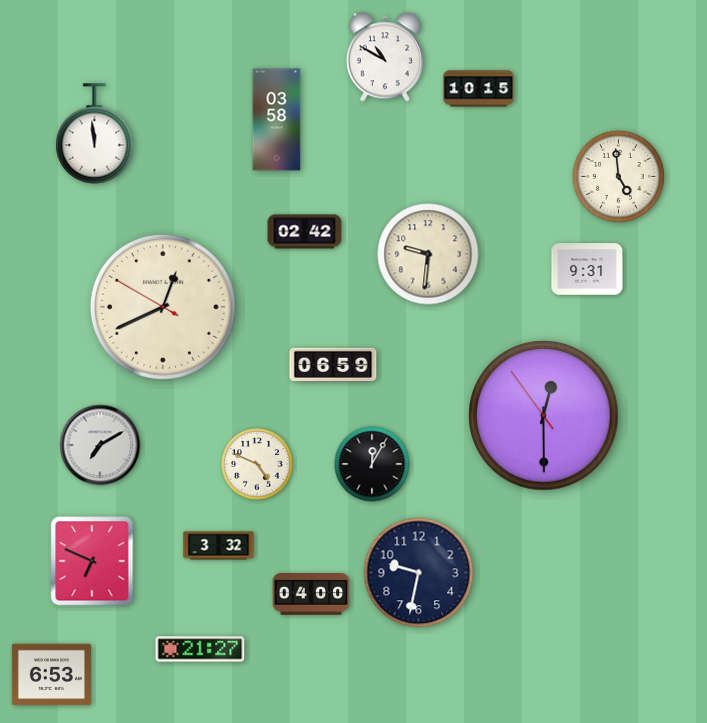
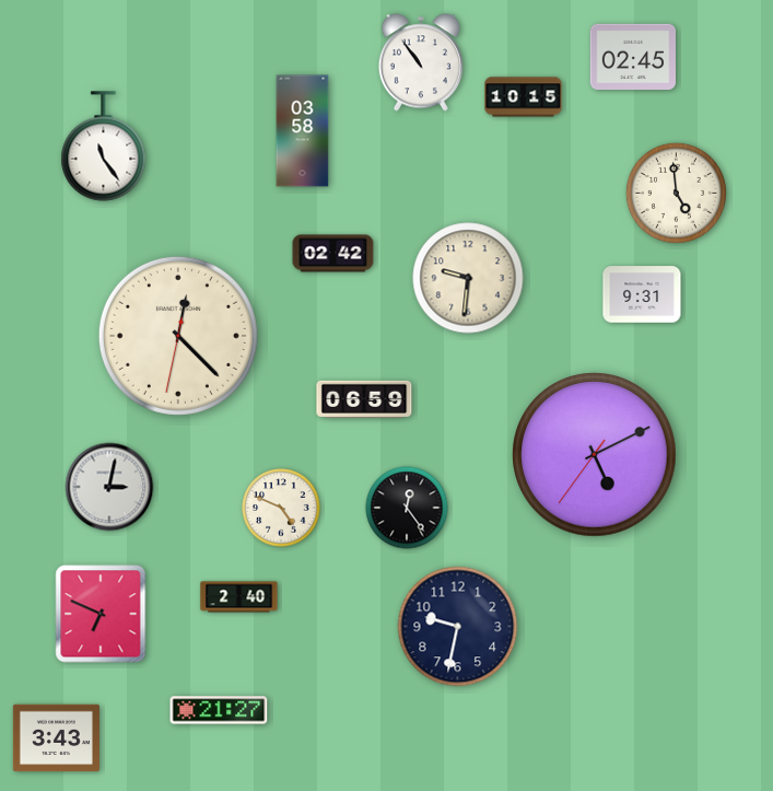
clock at (632, 56): none -> 02:45
clock at (385, 57): 10:50 -> 10:54
clock at (95, 134): 11:59 -> 11:24
clock at (163, 307): 12:40 -> 12:22
clock at (544, 416): 12:29 -> 5:10
clock at (100, 445): 7:10 -> 3:02
clock at (372, 464): 12:05 -> 12:24
clock at (219, 546): 3:32 -> 2:40
clock at (311, 594): 04:00 -> none
clock at (51, 675): 6:53 -> 3:43
